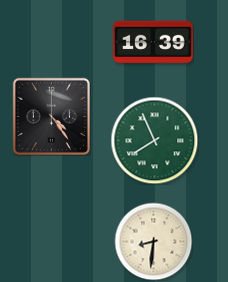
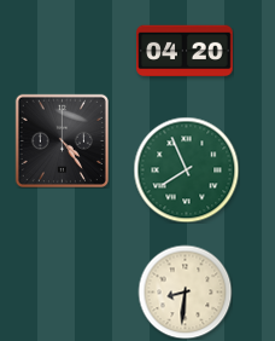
clock at (153, 42): 16:39 -> 04:20
